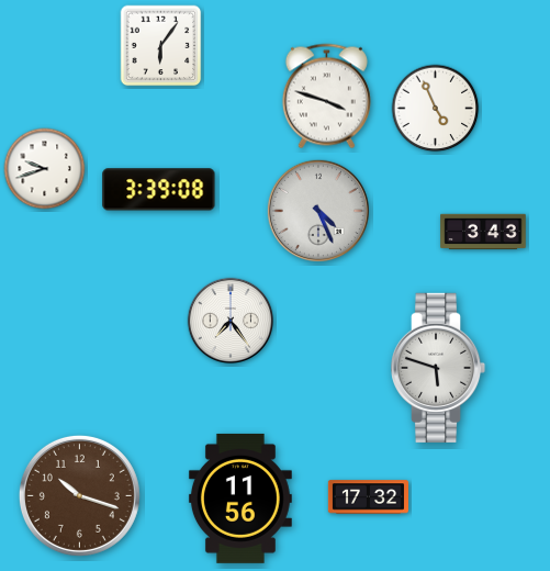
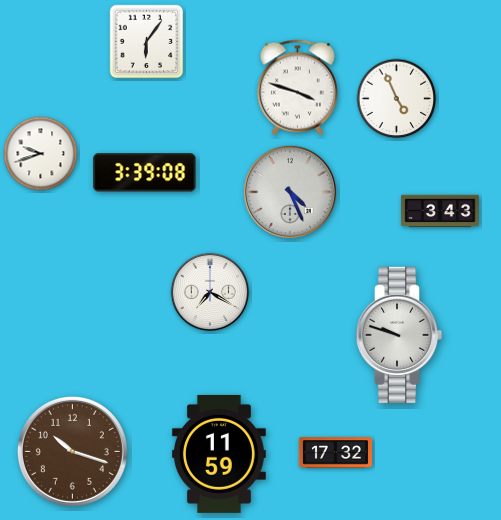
clock at (231, 321): 7:24 -> 7:20
clock at (438, 368): 5:48 -> 9:48
clock at (240, 499): 11:56 -> 11:59
